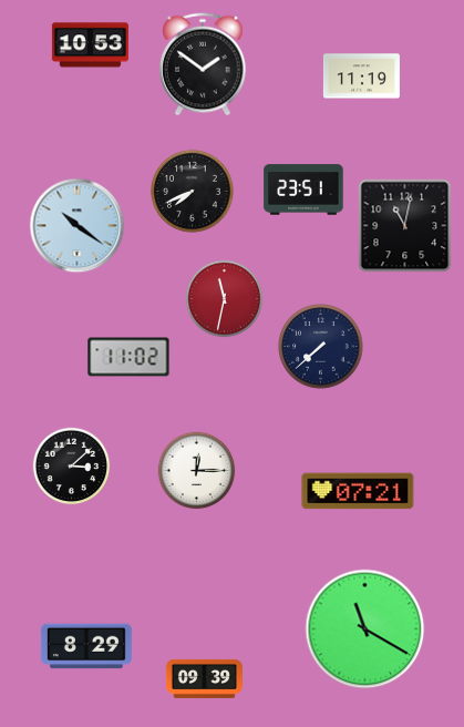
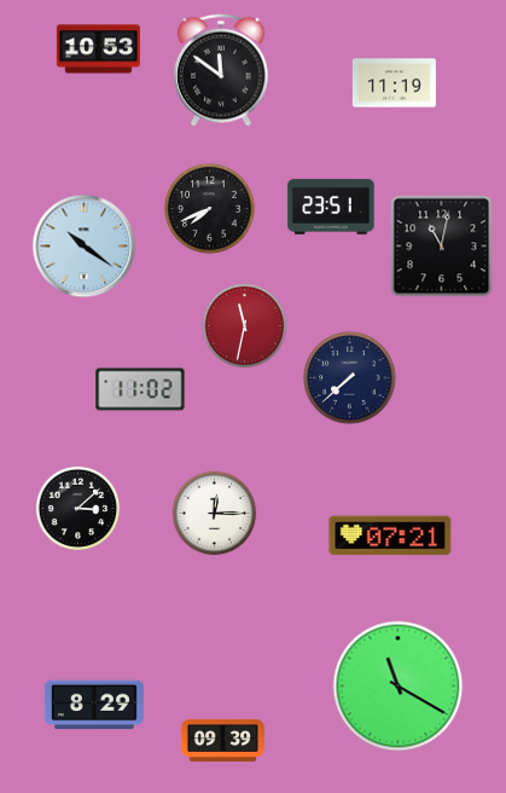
clock at (203, 64): 1:51 -> 11:51
